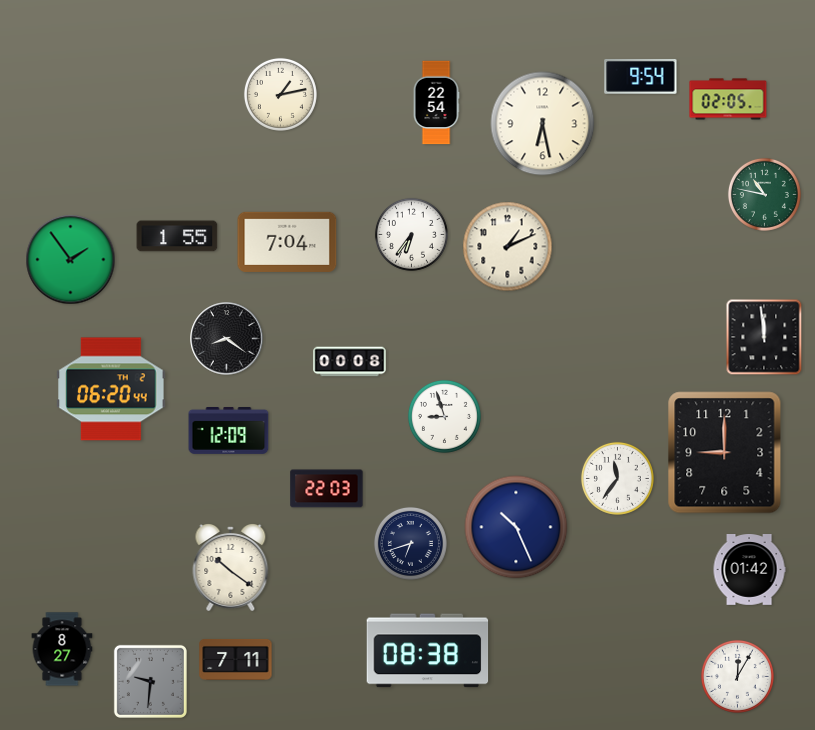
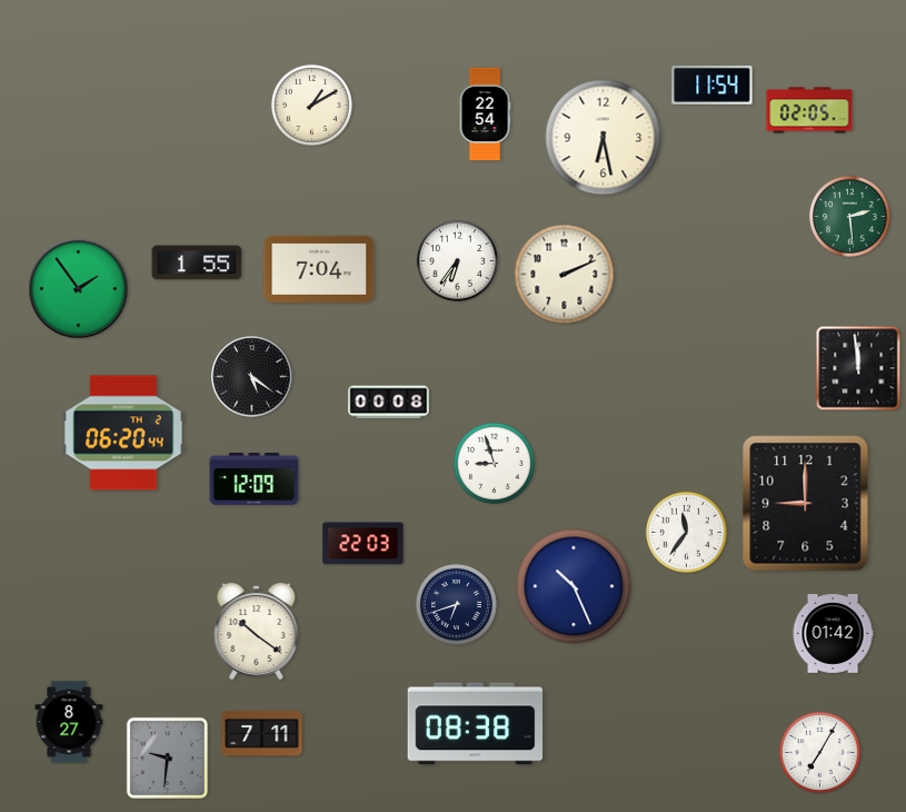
clock at (641, 76): 9:54 -> 11:54
clock at (280, 94): 1:13 -> 1:10
clock at (764, 194): 10:47 -> 2:29
clock at (508, 247): 1:11 -> 2:11
clock at (764, 337) position: (764, 337) -> (858, 368)
clock at (227, 339): 8:21 -> 5:21
clock at (737, 676): 12:05 -> 7:05
